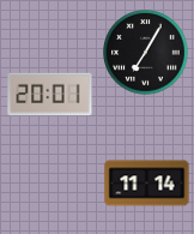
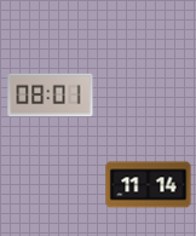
clock at (146, 53): 7:05 -> none
clock at (50, 95): 20:01 -> 08:01
